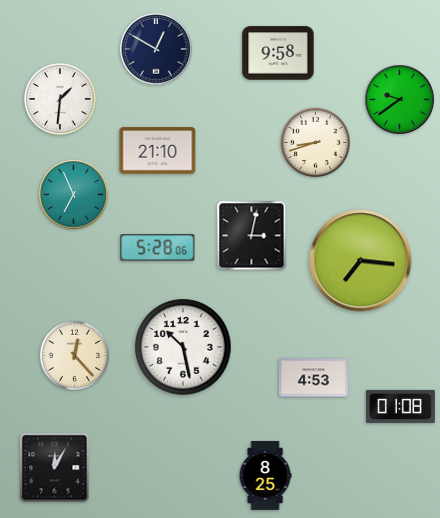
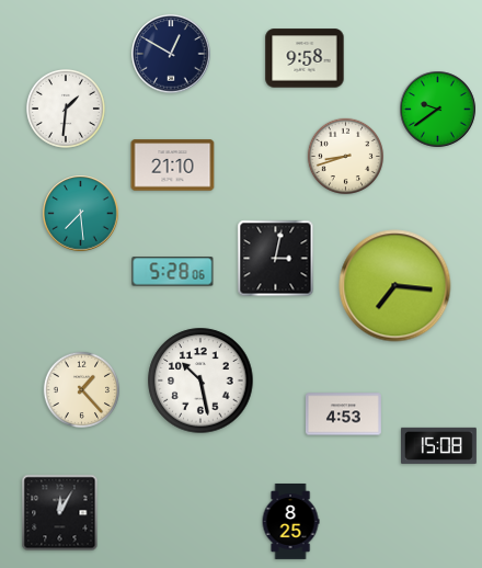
clock at (74, 195): 6:56 -> 7:29
clock at (75, 356): 12:23 -> 1:23
clock at (400, 406): 01:08 -> 15:08
